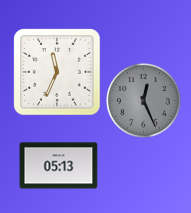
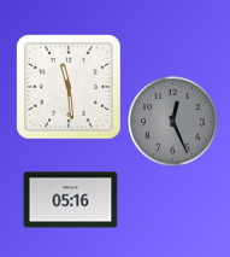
clock at (57, 72): 11:34 -> 11:29
clock at (59, 166): 05:13 -> 05:16
